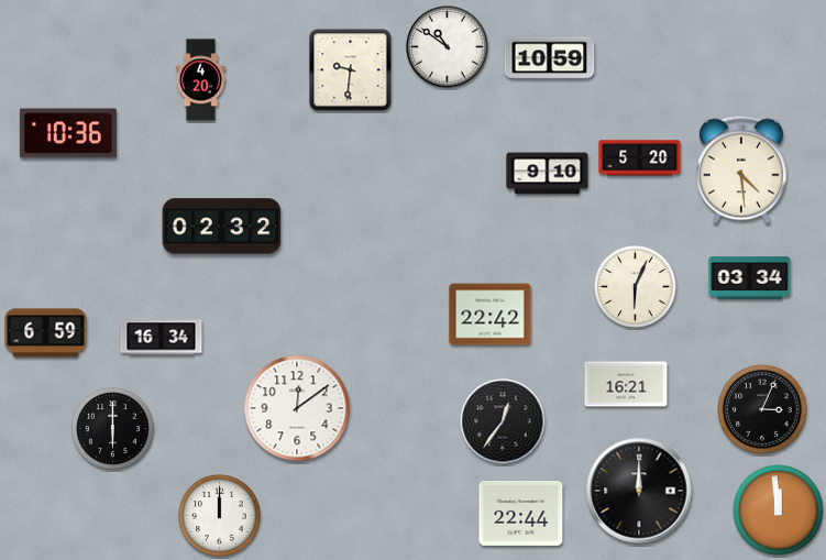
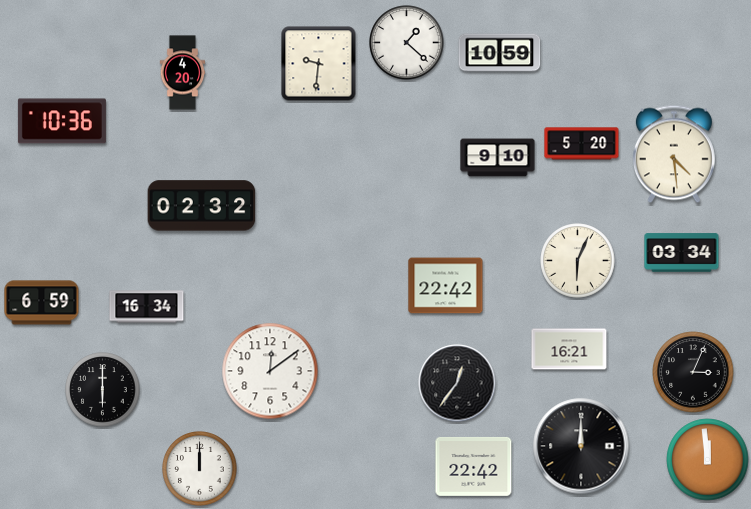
clock at (448, 47): 10:51 -> 1:22
clock at (779, 510) position: (779, 510) -> (708, 460)
clock at (521, 513): 22:44 -> 22:42
